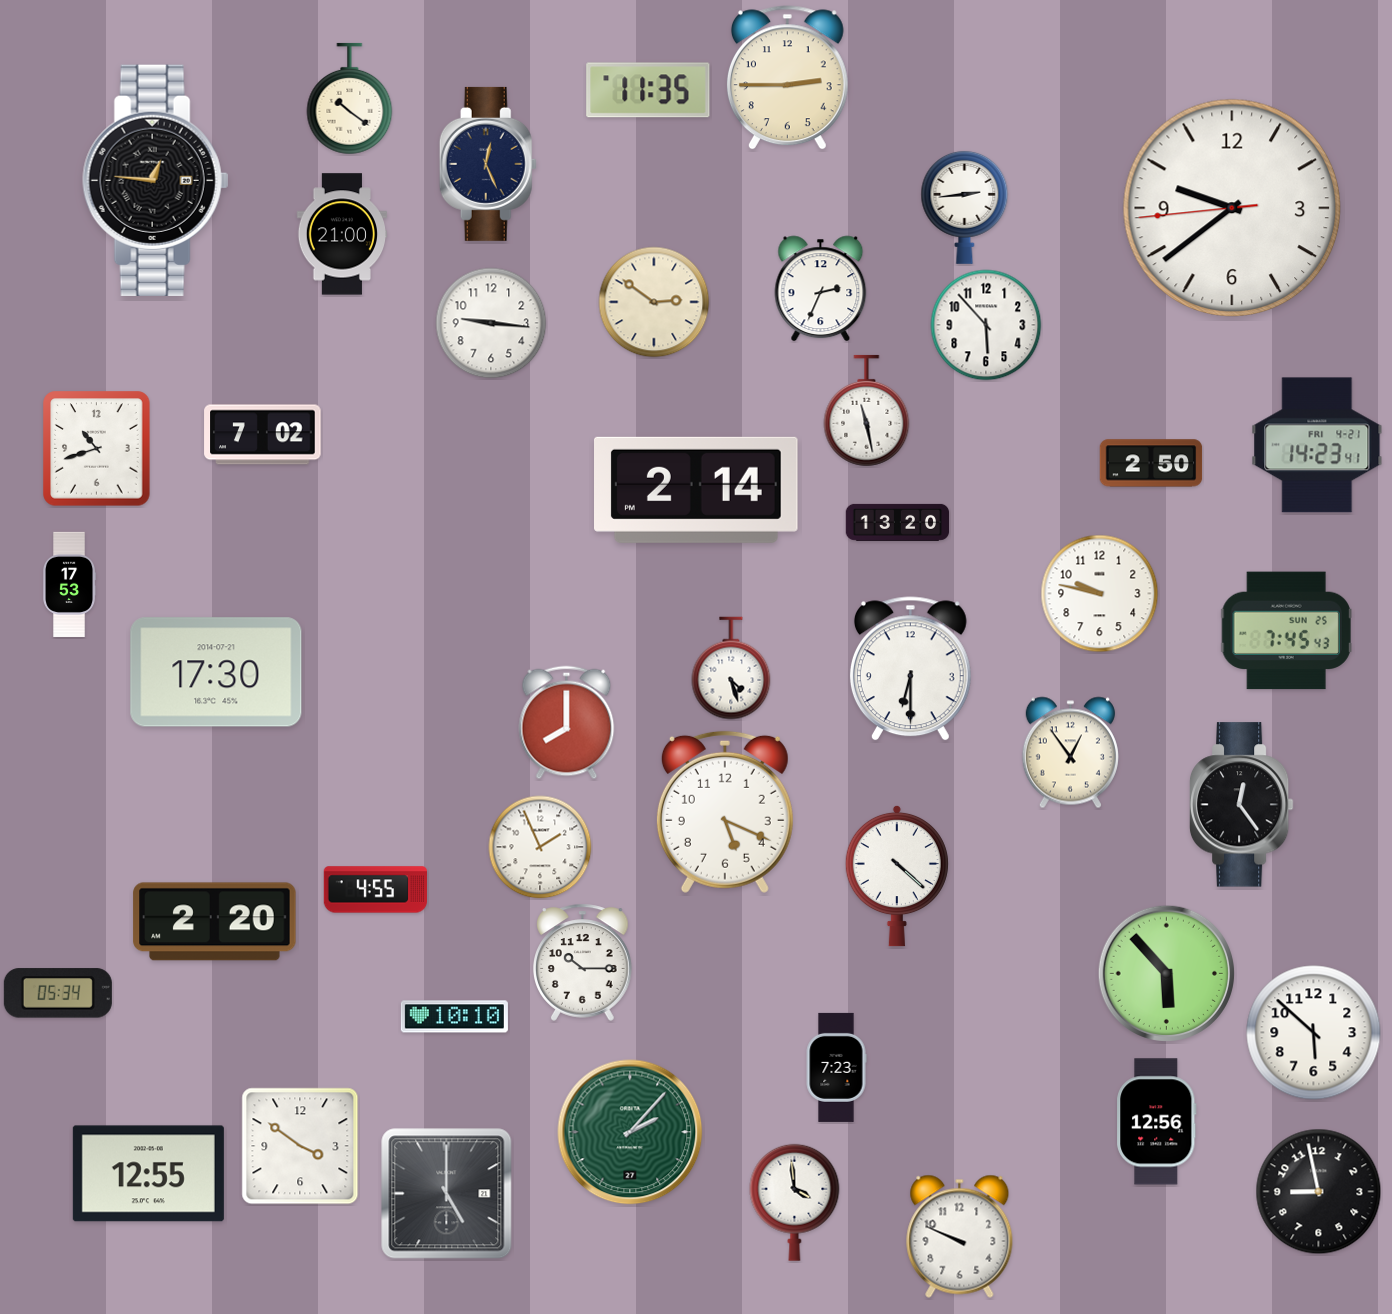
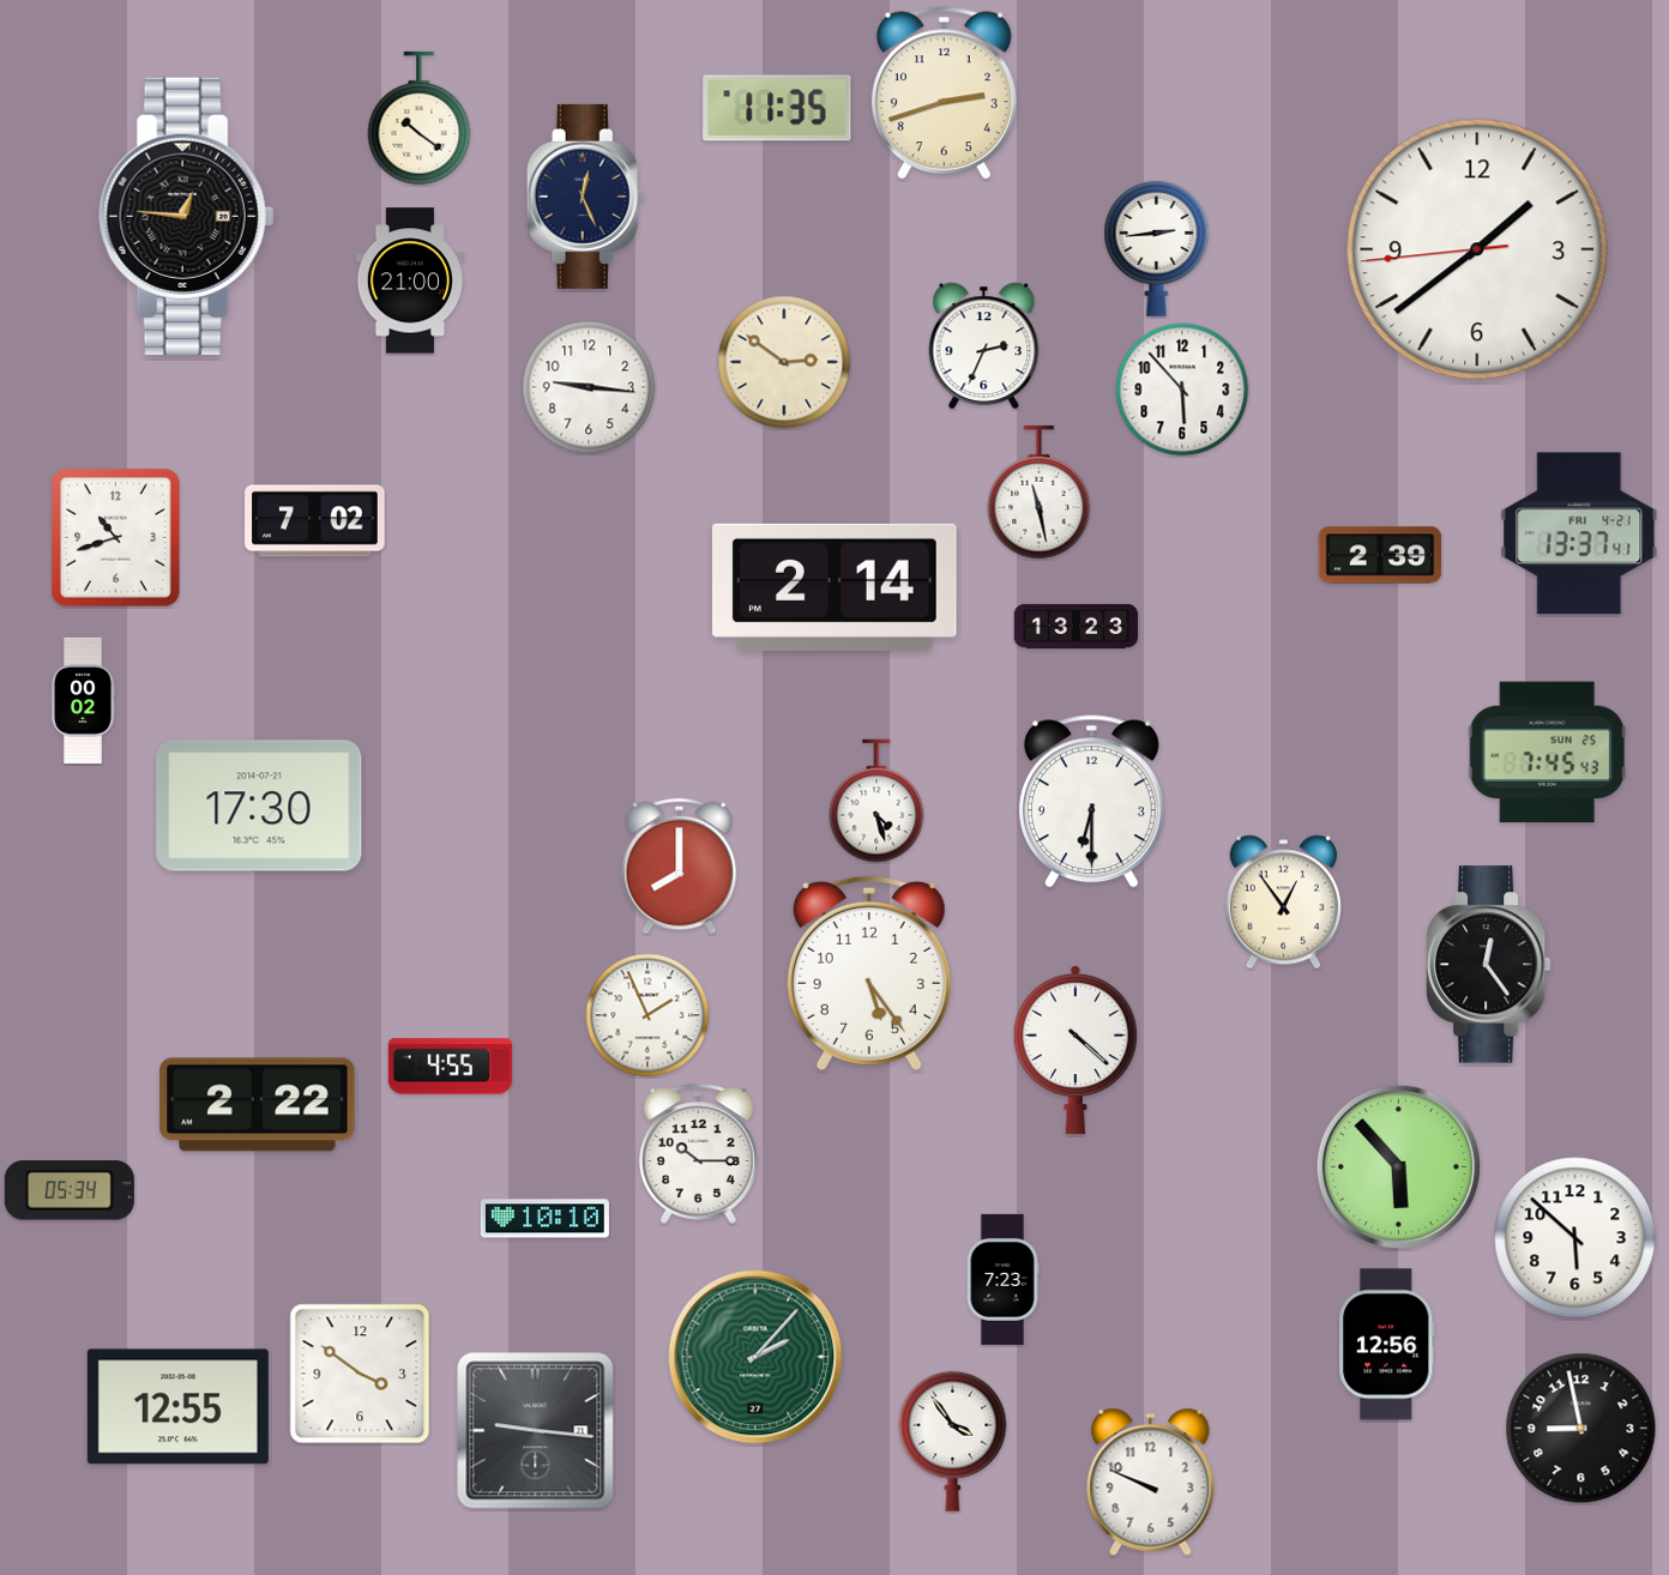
clock at (787, 78): 2:45 -> 2:42
clock at (1232, 208): 9:38 -> 1:38
clock at (1317, 445): 14:23 -> 13:37
clock at (1151, 463): 2:50 -> 2:39
clock at (898, 522): 13:20 -> 13:23
clock at (70, 584): 17:53 -> 00:02
clock at (1100, 594): 9:47 -> none
clock at (1286, 631) position: (1286, 631) -> (1547, 753)
clock at (725, 812): 5:19 -> 5:24
clock at (215, 922): 2:20 -> 2:22
clock at (447, 1194): 5:00 -> 9:16
clock at (795, 1202): 3:59 -> 3:54
